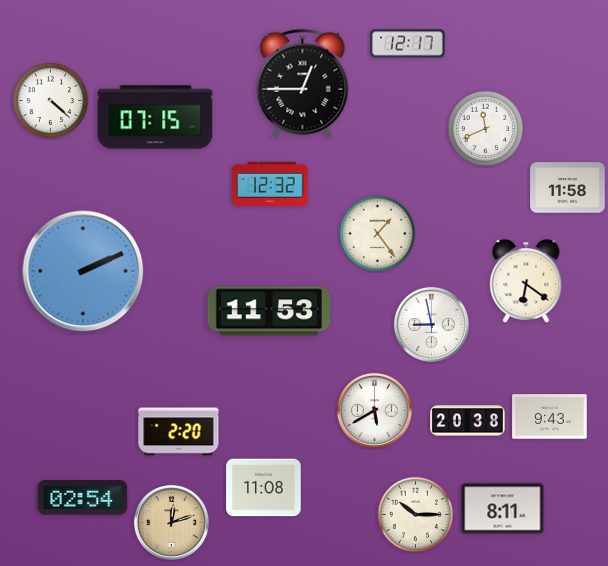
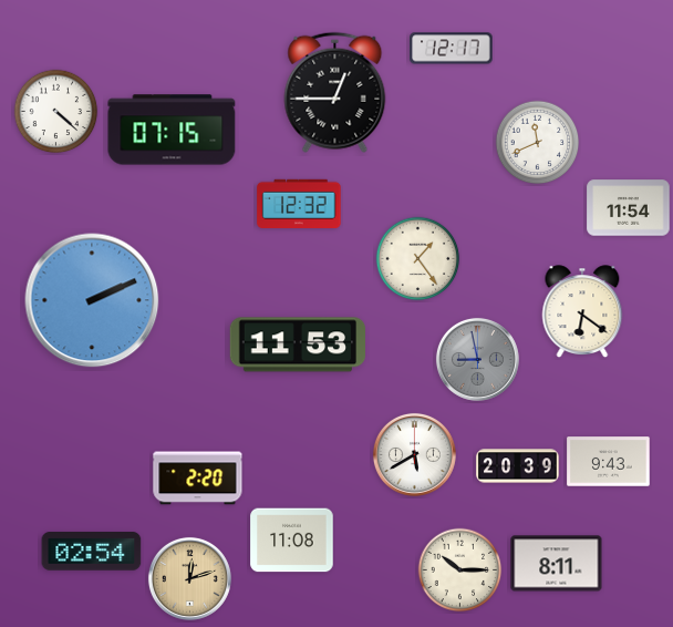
clock at (568, 188): 11:58 -> 11:54
clock at (431, 324) dial: white -> grey
clock at (468, 421): 20:38 -> 20:39
